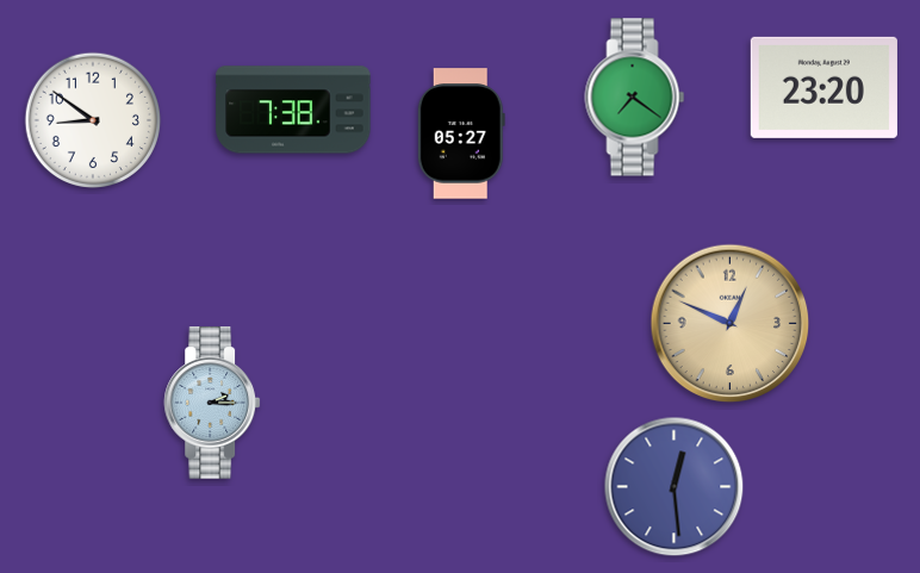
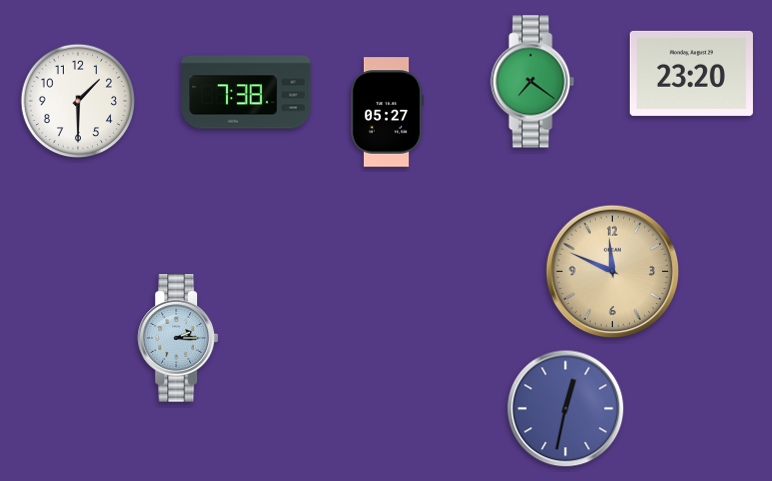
clock at (92, 119): 8:51 -> 1:30
clock at (731, 324): 12:49 -> 11:49
clock at (675, 487): 12:29 -> 12:32
